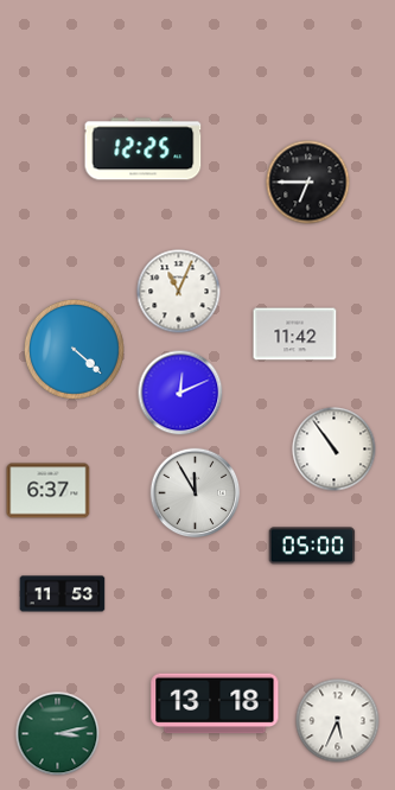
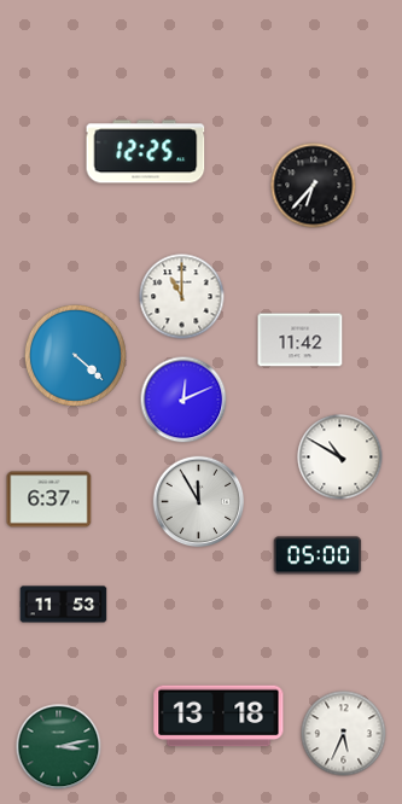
clock at (308, 183): 6:45 -> 6:37
clock at (179, 292): 11:04 -> 11:00
clock at (335, 450): 10:54 -> 10:50
